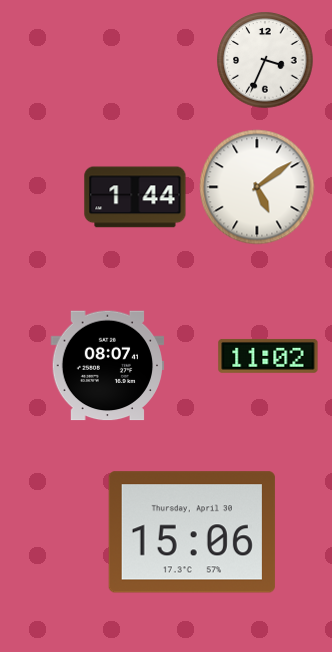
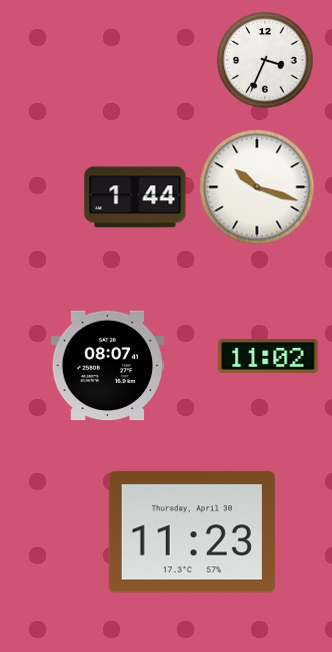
clock at (257, 187): 5:09 -> 10:18
clock at (192, 532): 15:06 -> 11:23
